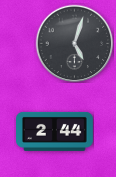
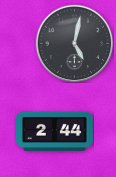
clock at (74, 43): 5:03 -> 5:02
